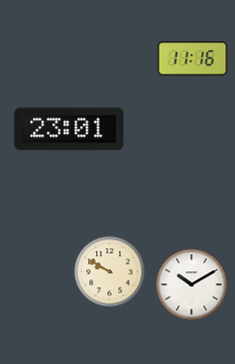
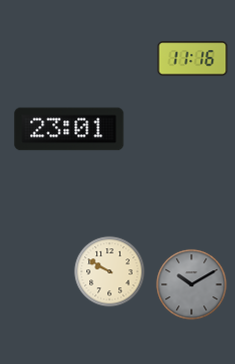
clock at (192, 285) dial: white -> grey
